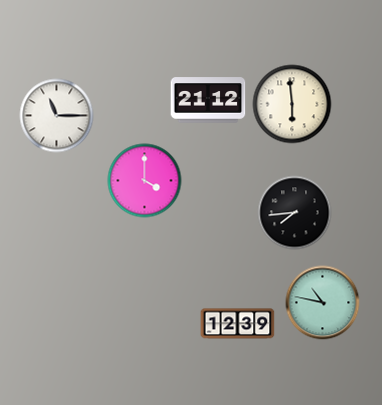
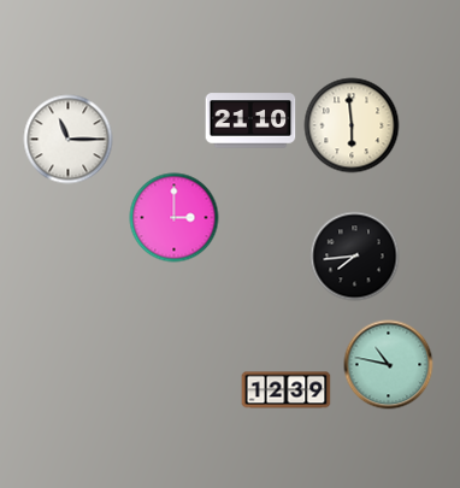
clock at (208, 100): 21:12 -> 21:10
clock at (145, 181): 4:00 -> 3:00
